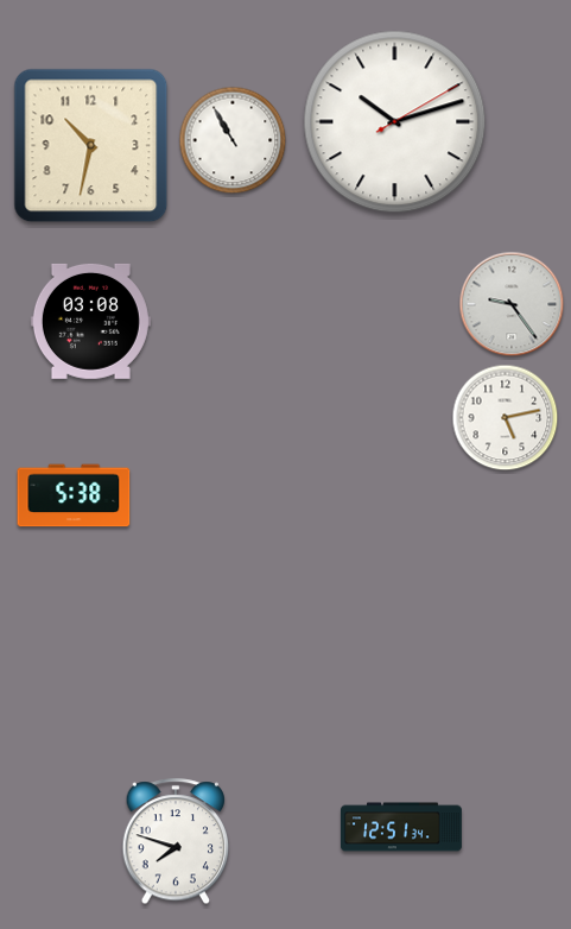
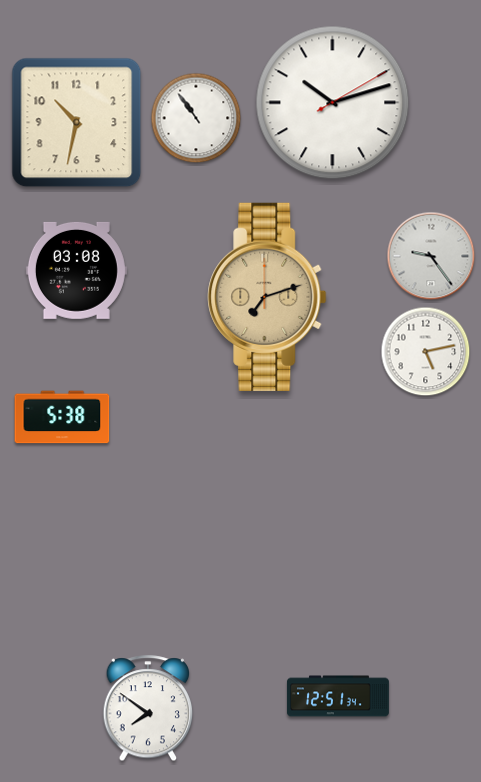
clock at (233, 140): 10:55 -> 10:54
clock at (267, 297): none -> 7:12
clock at (176, 842): 7:48 -> 7:51
